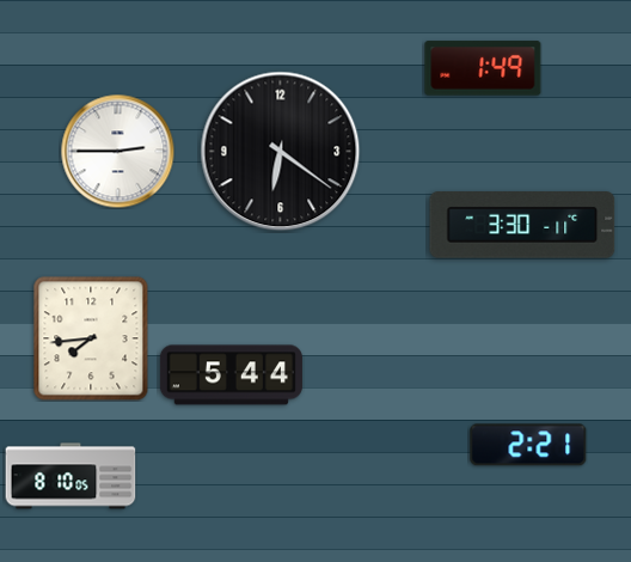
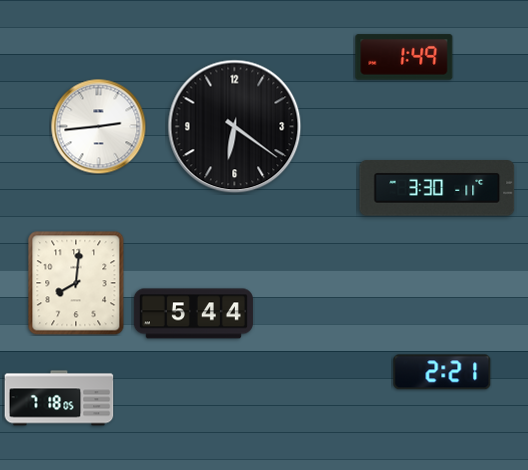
clock at (117, 151): 2:45 -> 2:44
clock at (91, 338): 7:44 -> 8:01
clock at (71, 476): 8:10 -> 7:18
